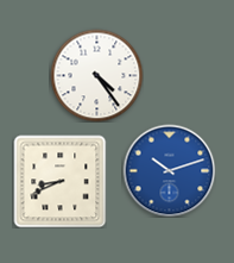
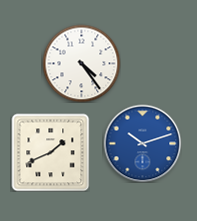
clock at (59, 181): 8:41 -> 1:41
